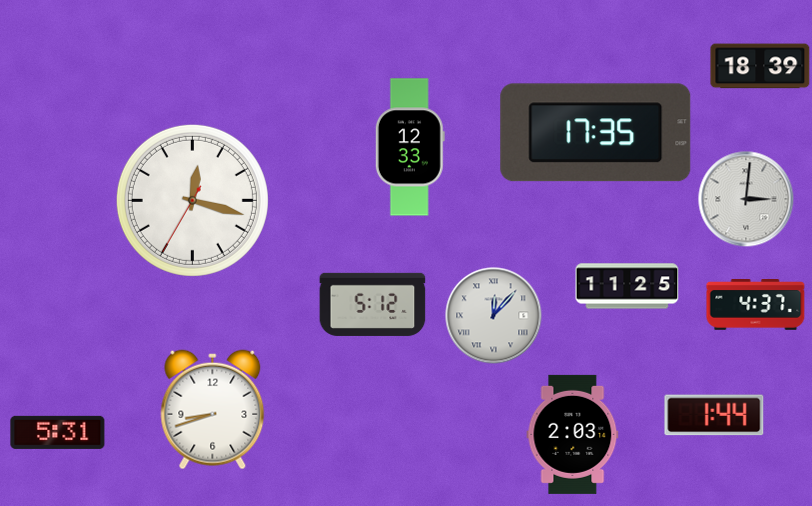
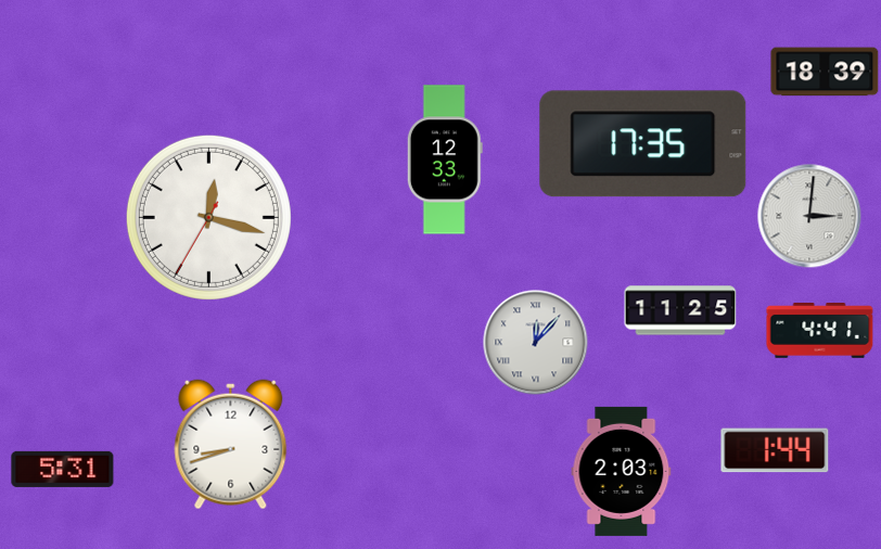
clock at (596, 133) position: (596, 133) -> (643, 144)
clock at (373, 304): 5:12 -> none
clock at (756, 305): 4:37 -> 4:41
